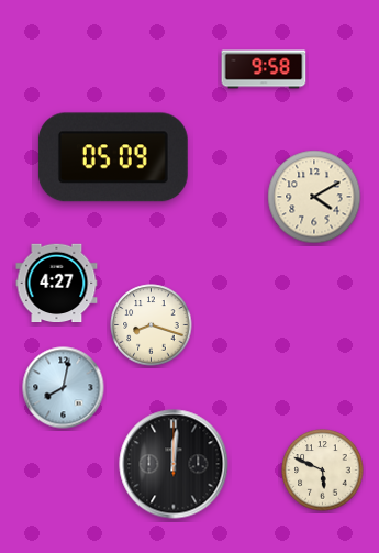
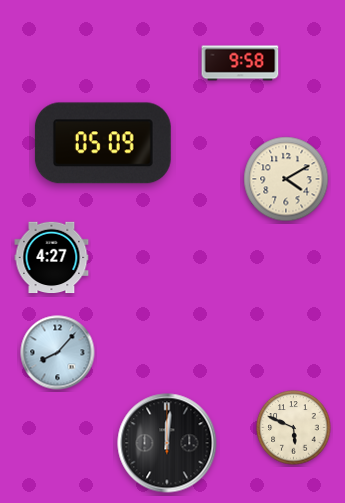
clock at (152, 325): 8:18 -> none
clock at (64, 388): 8:02 -> 8:07
clock at (174, 464) position: (174, 464) -> (167, 443)
